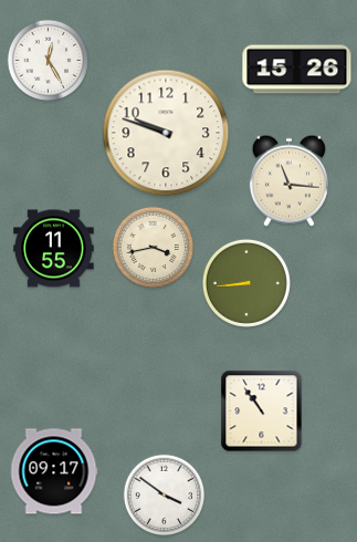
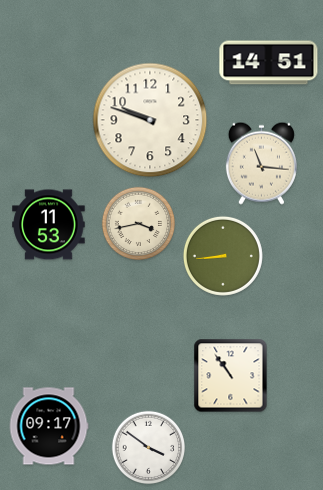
clock at (49, 61): 12:25 -> none
clock at (297, 70): 15:26 -> 14:51
clock at (54, 249): 11:55 -> 11:53
clock at (262, 411) position: (262, 411) -> (231, 376)
